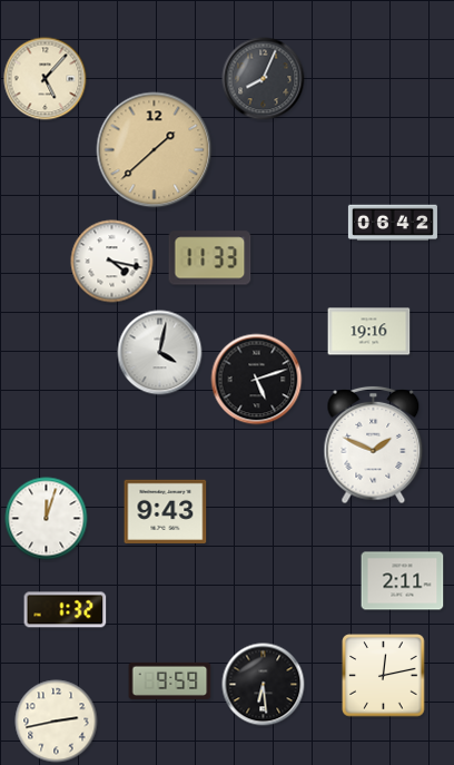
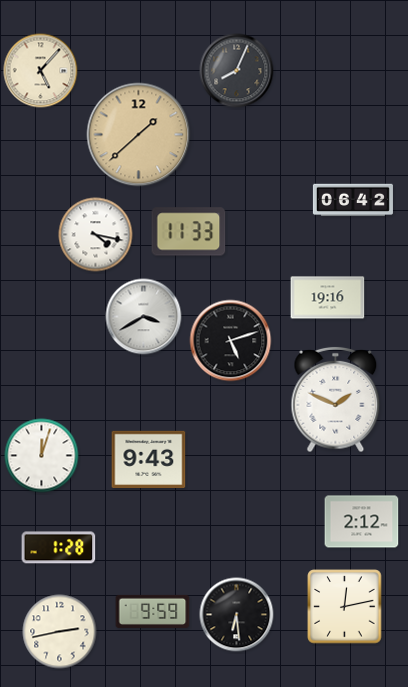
clock at (112, 262) position: (112, 262) -> (96, 235)
clock at (369, 332) position: (369, 332) -> (328, 298)
clock at (160, 353): 4:02 -> 3:40
clock at (47, 519) position: (47, 519) -> (42, 456)
clock at (403, 581): 2:11 -> 2:12
clock at (66, 610): 1:32 -> 1:28
clock at (57, 722) position: (57, 722) -> (60, 632)
